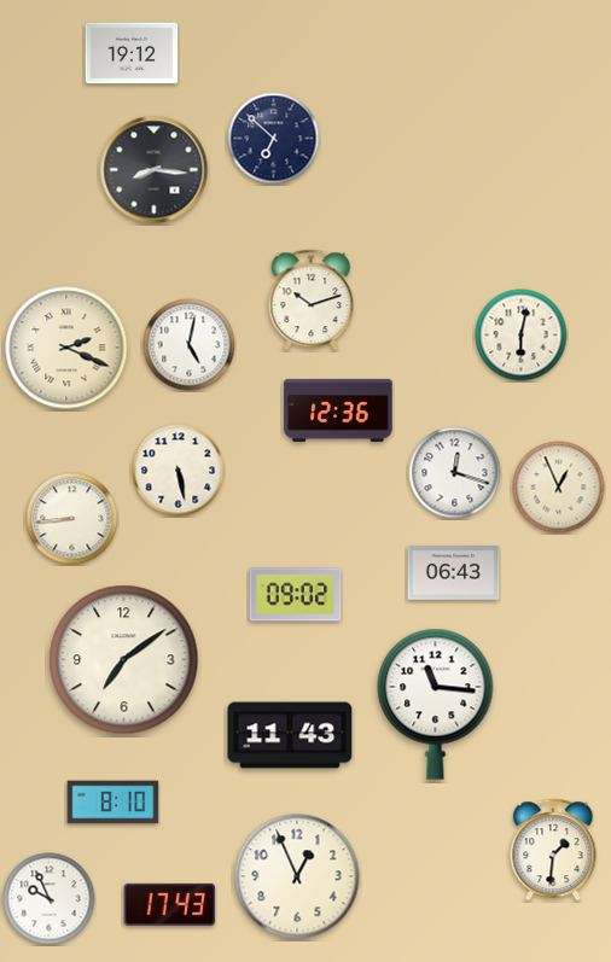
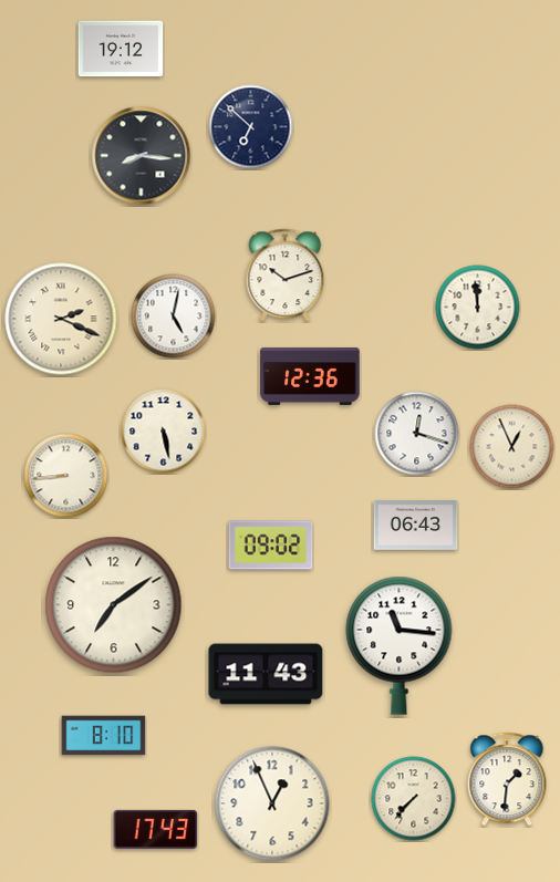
clock at (522, 336): 6:02 -> 11:59
clock at (414, 799): none -> 7:37
clock at (50, 899): 9:56 -> none
